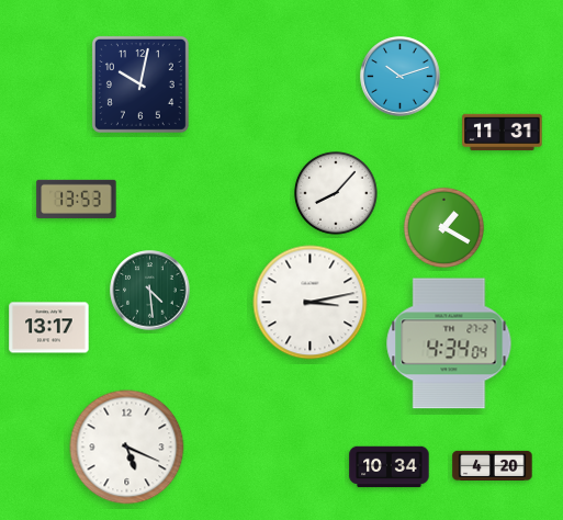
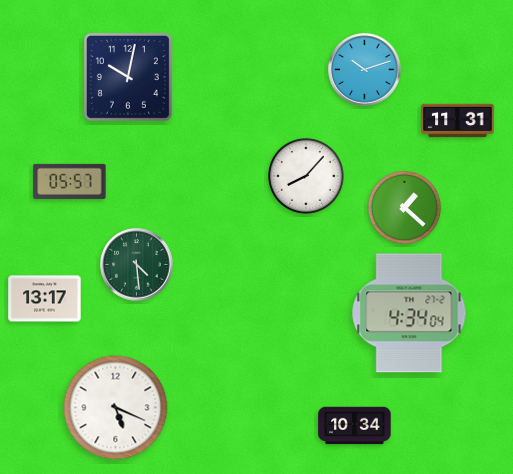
clock at (77, 199): 13:53 -> 05:57
clock at (443, 227): 1:20 -> 1:22
clock at (311, 303): 3:13 -> none
clock at (493, 465): 4:20 -> none
